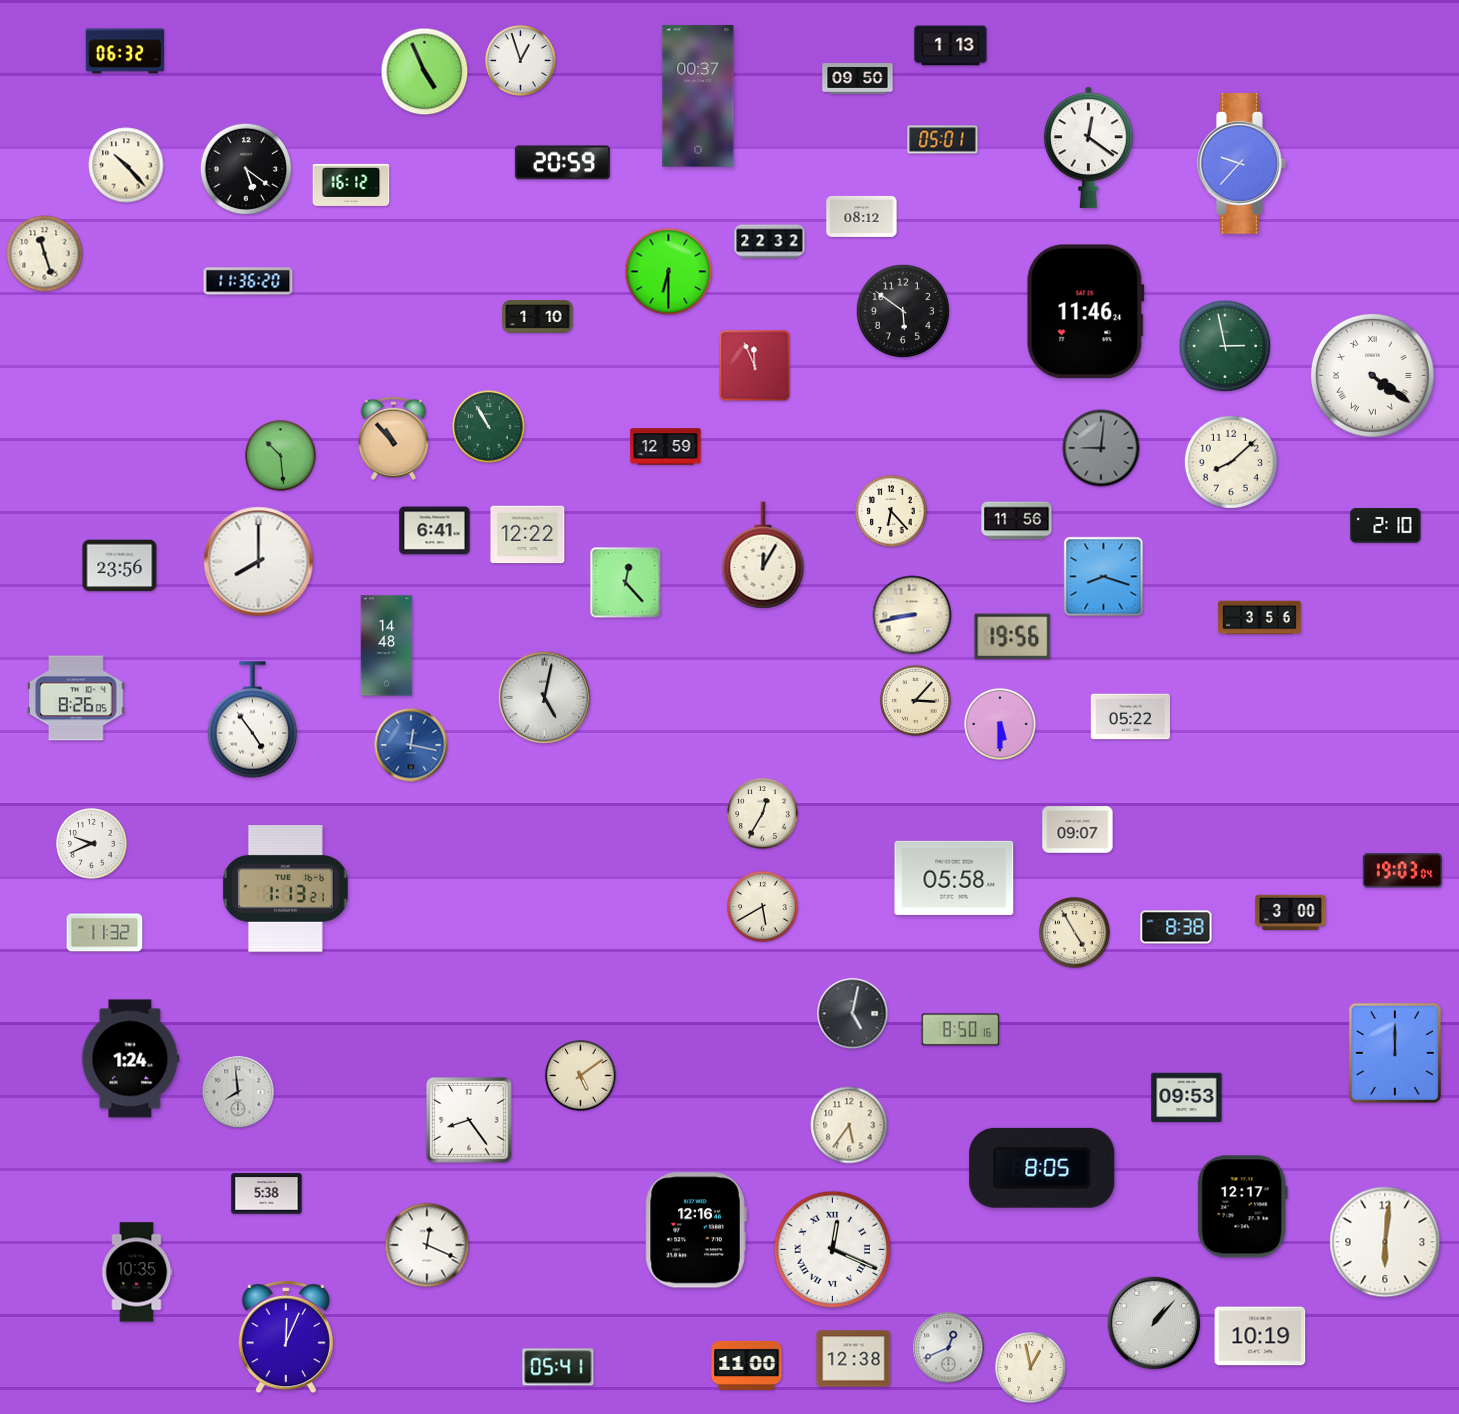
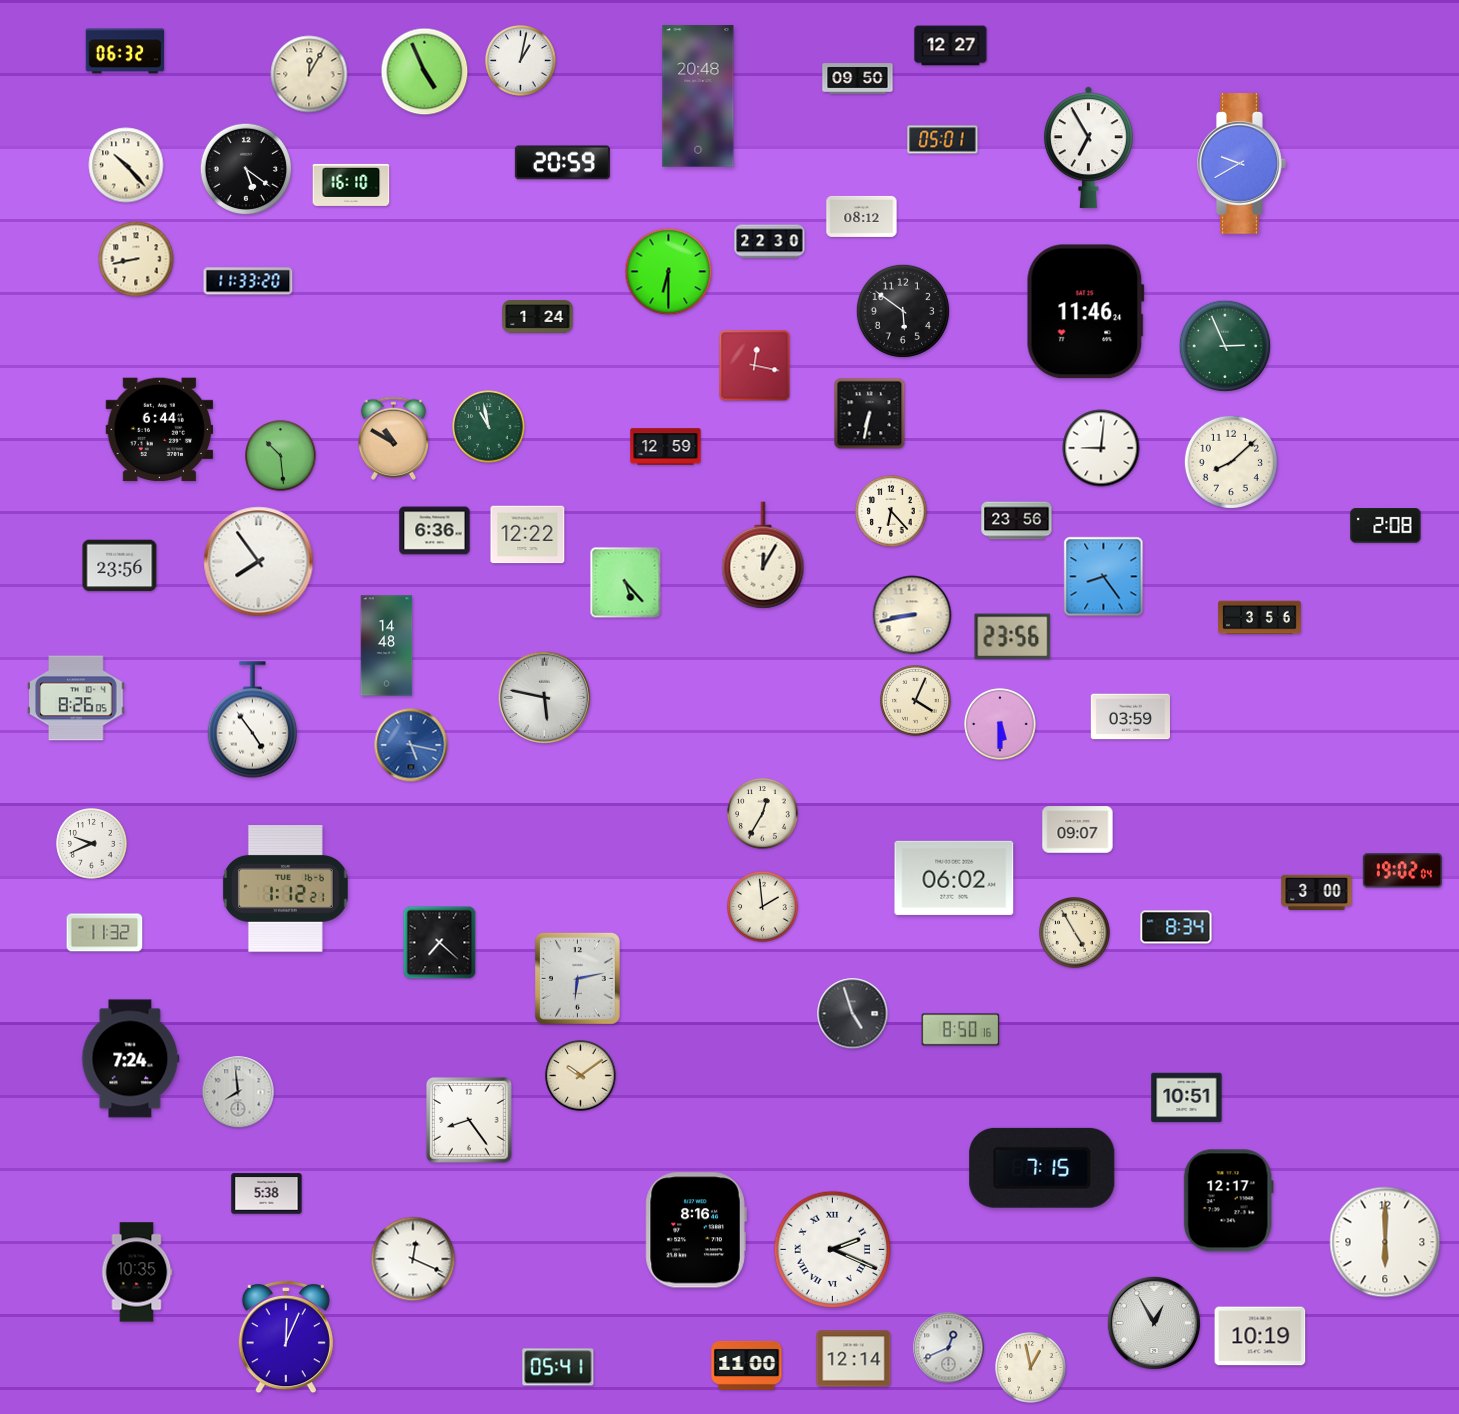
clock at (951, 46): 1:13 -> 12:27
clock at (521, 61): 12:57 -> 1:02
clock at (309, 74): none -> 12:05
clock at (698, 96): 00:37 -> 20:48
clock at (1088, 148): 12:21 -> 6:55
clock at (1242, 164): 9:37 -> 9:40
clock at (351, 185): 16:12 -> 16:10
clock at (770, 242): 22:32 -> 22:30
clock at (45, 254): 11:27 -> none
clock at (136, 259): none -> 8:43
clock at (248, 281): 11:36 -> 11:33
clock at (538, 317): 1:10 -> 1:24
clock at (1225, 346): 2:58 -> 2:56
clock at (755, 366): 11:56 -> 12:17
clock at (1372, 375): 4:21 -> none
clock at (870, 414): none -> 6:32
clock at (489, 427): 10:55 -> 10:58
clock at (160, 430): none -> 6:44
clock at (393, 438): 10:53 -> 10:50
clock at (1101, 448) dial: grey -> white
clock at (1017, 521): 11:56 -> 23:56
clock at (1386, 526): 2:10 -> 2:08
clock at (435, 531): 6:41 -> 6:36
clock at (259, 562): 8:00 -> 7:54
clock at (1104, 577): 8:18 -> 8:24
clock at (626, 583): 12:23 -> 5:23
clock at (1013, 637): 19:56 -> 23:56
clock at (545, 698): 5:02 -> 5:47
clock at (916, 701): 3:07 -> 4:04
clock at (1130, 717): 05:22 -> 03:59
clock at (411, 745): 12:17 -> 5:17
clock at (1402, 871): 19:03 -> 19:02
clock at (954, 878): 05:58 -> 06:02
clock at (285, 889): 1:13 -> 1:12
clock at (763, 907): 5:40 -> 1:59
clock at (1291, 912) position: (1291, 912) -> (1317, 892)
clock at (1176, 927): 8:38 -> 8:34
clock at (440, 943): none -> 7:22
clock at (577, 978): none -> 6:13
clock at (853, 1014): 5:02 -> 4:57
clock at (1395, 1053): 12:00 -> none
clock at (131, 1059): 1:24 -> 7:24
clock at (581, 1076): 5:09 -> 10:09
clock at (1187, 1098): 09:53 -> 10:51
clock at (849, 1125): 5:36 -> none
clock at (1042, 1168): 8:05 -> 7:15
clock at (1242, 1207) position: (1242, 1207) -> (1228, 1201)
clock at (696, 1230): 12:16 -> 8:16
clock at (1385, 1242): 6:01 -> 6:00
clock at (427, 1245) position: (427, 1245) -> (413, 1259)
clock at (833, 1250): 12:19 -> 2:19
clock at (1153, 1322): 1:07 -> 12:55
clock at (854, 1359): 12:38 -> 12:14
